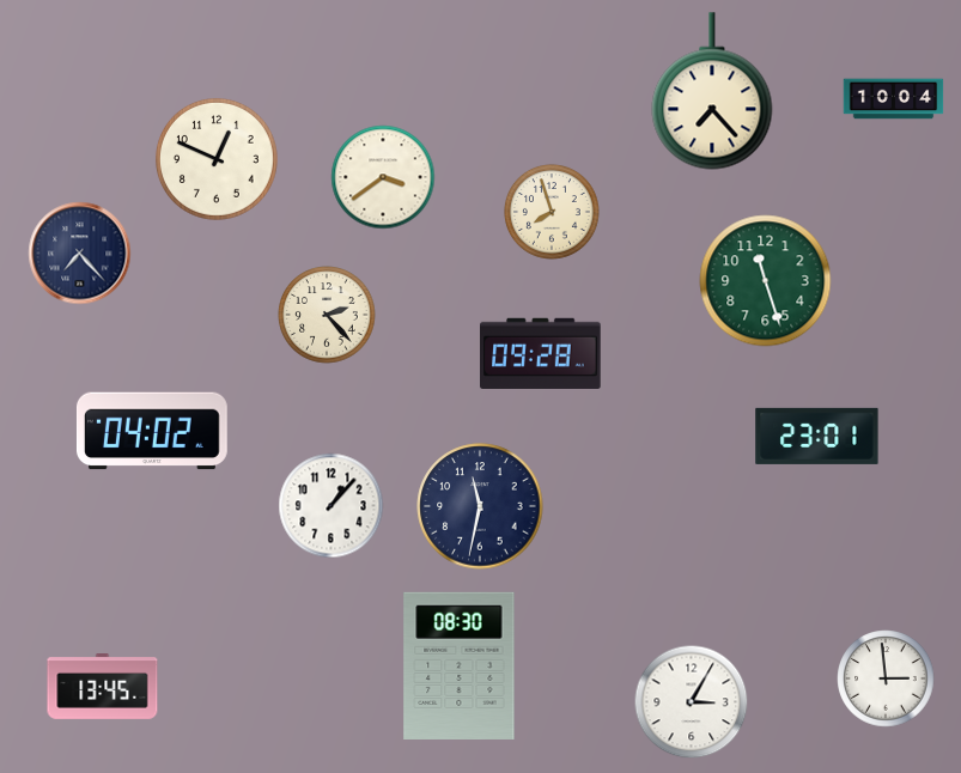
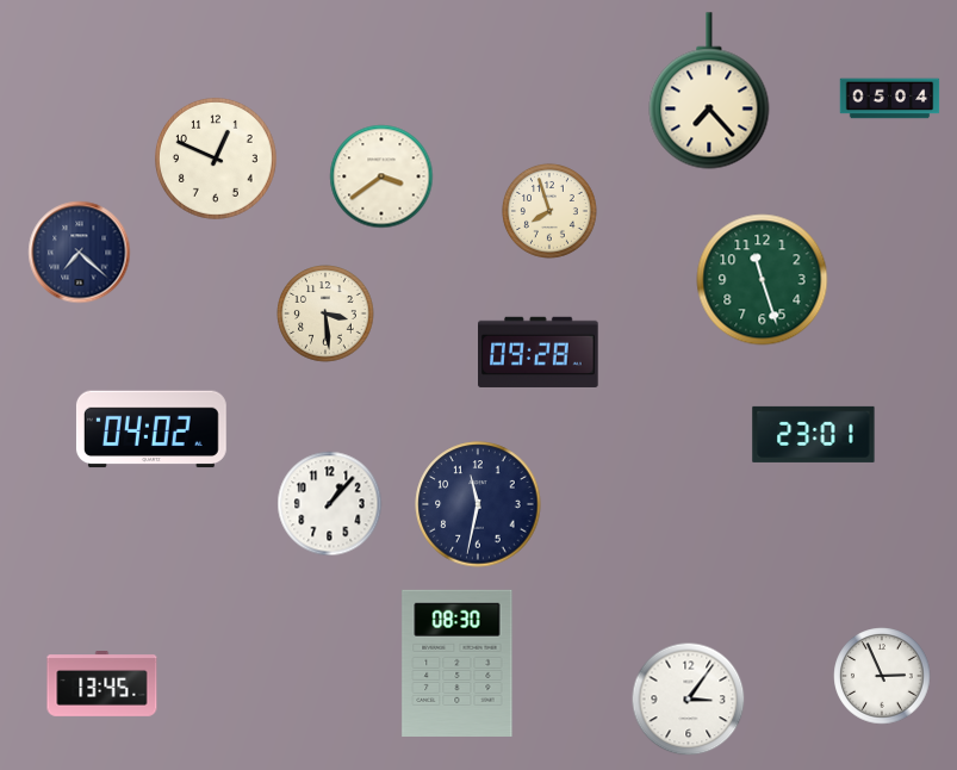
clock at (894, 99): 10:04 -> 05:04
clock at (80, 254): 7:23 -> 7:22
clock at (327, 315): 2:23 -> 3:29
clock at (886, 678): 2:59 -> 2:56
clock at (692, 702): 3:05 -> 3:06
